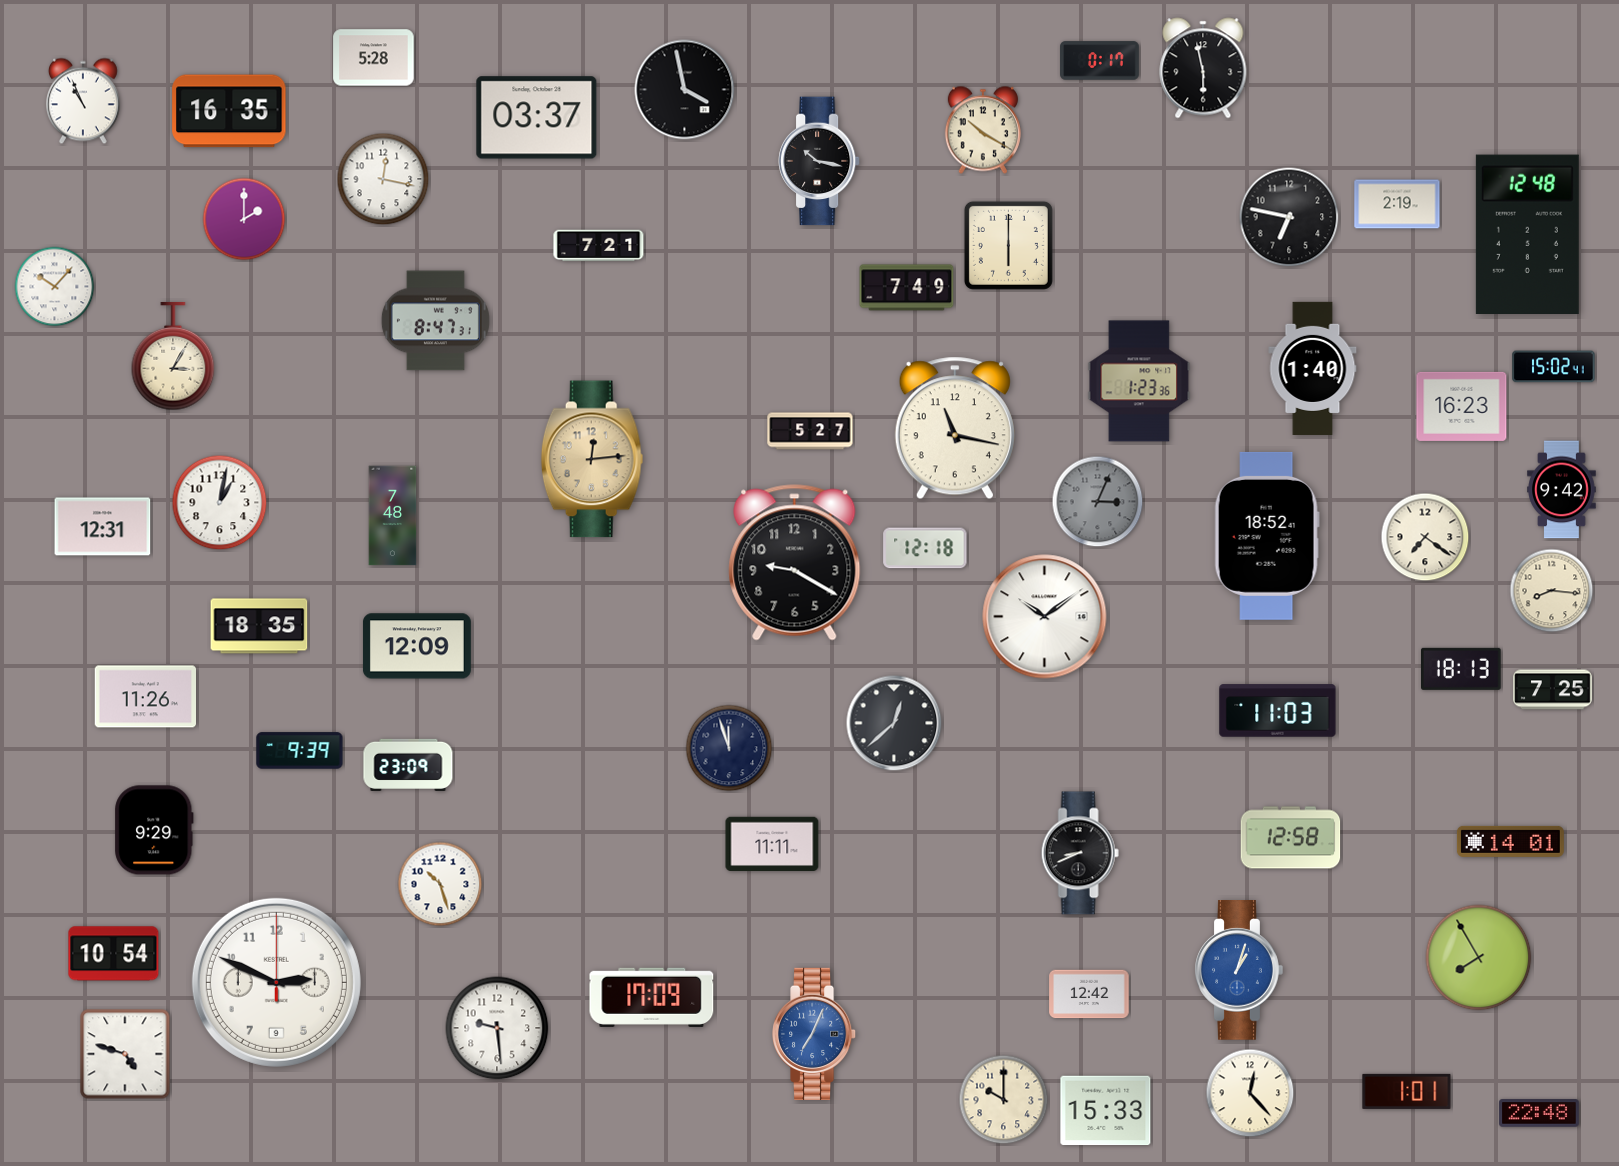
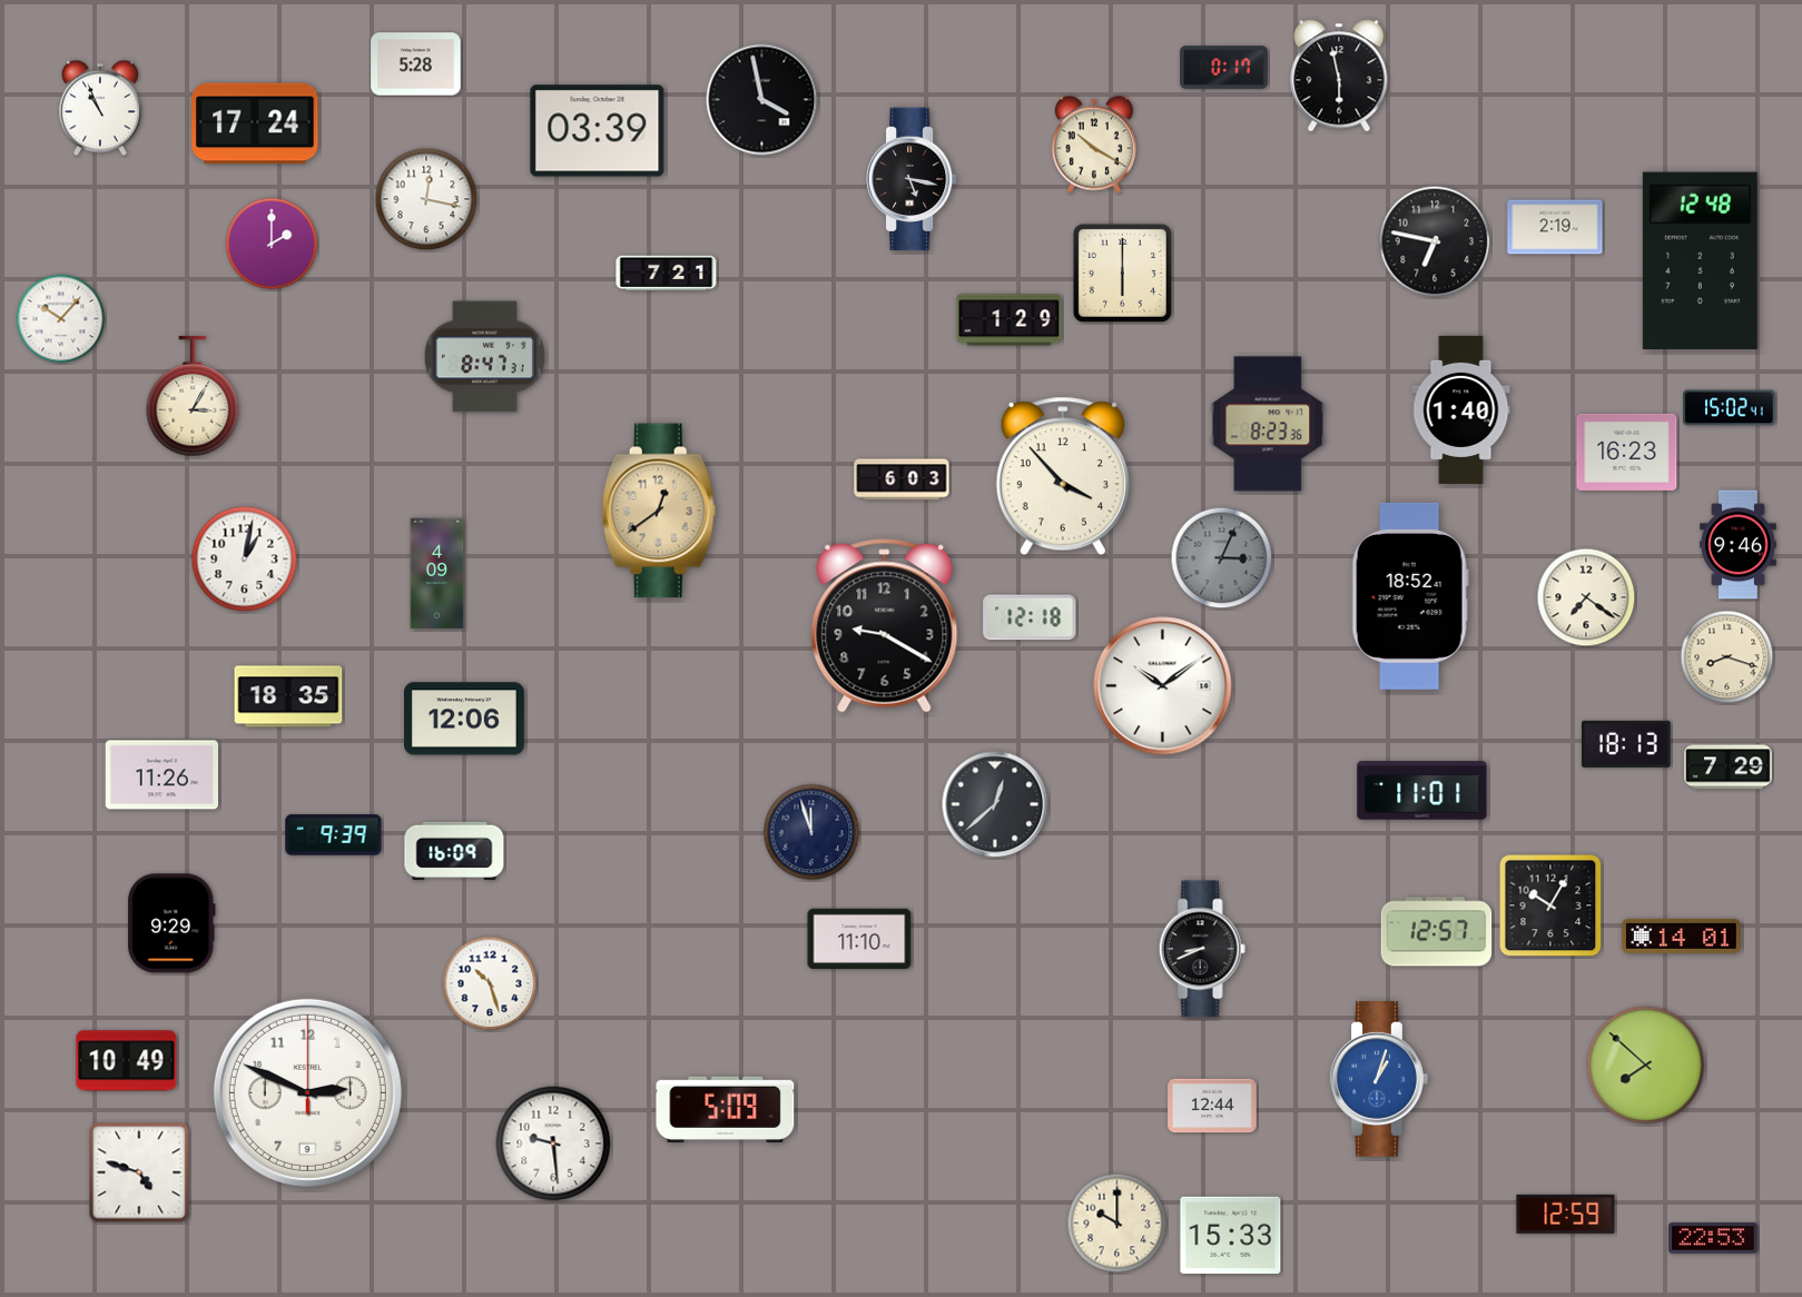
clock at (83, 101) position: (83, 101) -> (100, 108)
clock at (229, 111): 16:35 -> 17:24
clock at (537, 118): 03:37 -> 03:39
clock at (819, 161): 10:17 -> 5:17
clock at (907, 288): 7:49 -> 1:29
clock at (1139, 381): 1:23 -> 8:23
clock at (955, 428): 11:17 -> 3:53
clock at (810, 431): 5:27 -> 6:03
clock at (592, 459): 12:14 -> 12:39
clock at (1562, 490): 9:42 -> 9:46
clock at (393, 516): 7:48 -> 4:09
clock at (103, 527): 12:31 -> none
clock at (925, 548) position: (925, 548) -> (1030, 617)
clock at (1552, 591): 8:16 -> 8:18
clock at (417, 646): 12:09 -> 12:06
clock at (1553, 690): 7:25 -> 7:29
clock at (1278, 711): 11:03 -> 11:01
clock at (408, 765): 23:09 -> 16:09
clock at (1550, 905): none -> 10:05
clock at (1291, 838): 12:58 -> 12:57
clock at (772, 843): 11:11 -> 11:10
clock at (114, 954): 10:54 -> 10:49
clock at (1479, 958): 7:55 -> 7:52
clock at (1089, 994): 12:42 -> 12:44
clock at (652, 997): 17:09 -> 5:09
clock at (815, 1034): 7:04 -> none
clock at (1407, 1091): 1:01 -> 12:59
clock at (1250, 1093): 12:23 -> none
clock at (1539, 1113): 22:48 -> 22:53
